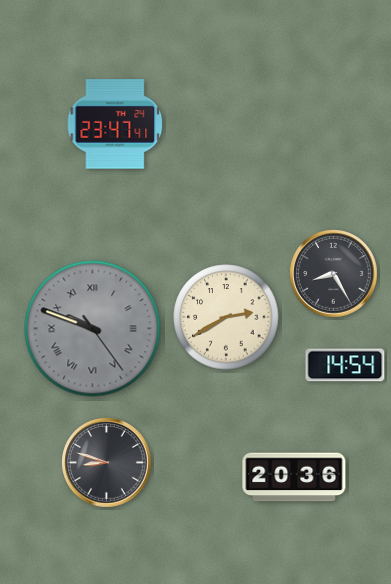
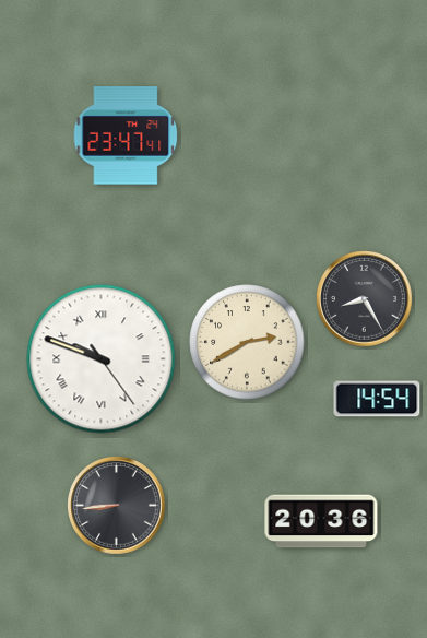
clock at (226, 317) position: (226, 317) -> (247, 342)
clock at (93, 329) dial: grey -> white
clock at (107, 463): 8:48 -> 8:44
